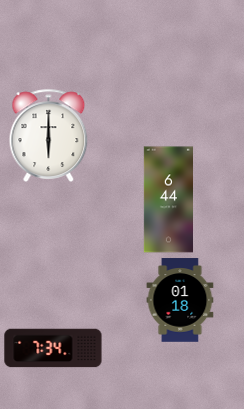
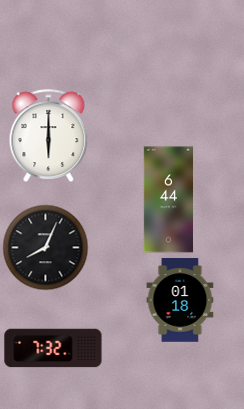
clock at (45, 247): none -> 8:04
clock at (53, 348): 7:34 -> 7:32
